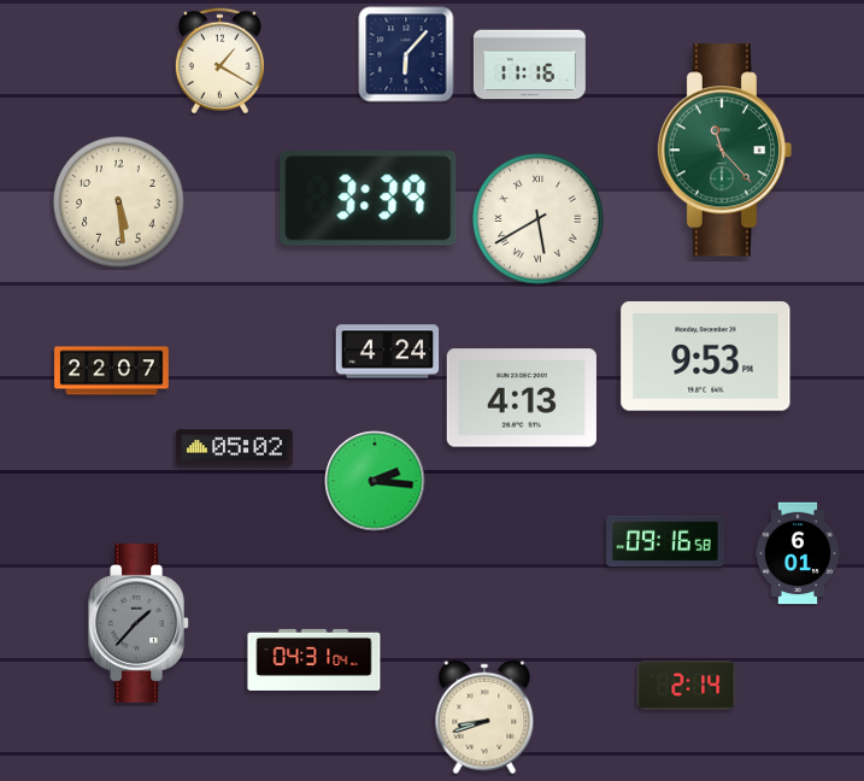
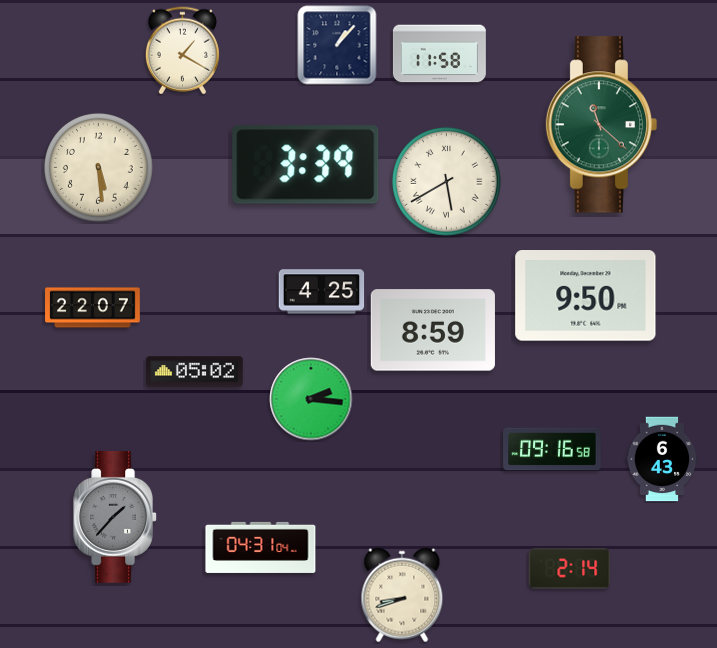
clock at (406, 54): 6:07 -> 1:07
clock at (529, 65): 11:16 -> 11:58
clock at (725, 151): 11:23 -> 11:22
clock at (388, 352): 4:24 -> 4:25
clock at (706, 357): 9:53 -> 9:50
clock at (522, 398): 4:13 -> 8:59
clock at (798, 553): 6:01 -> 6:43
